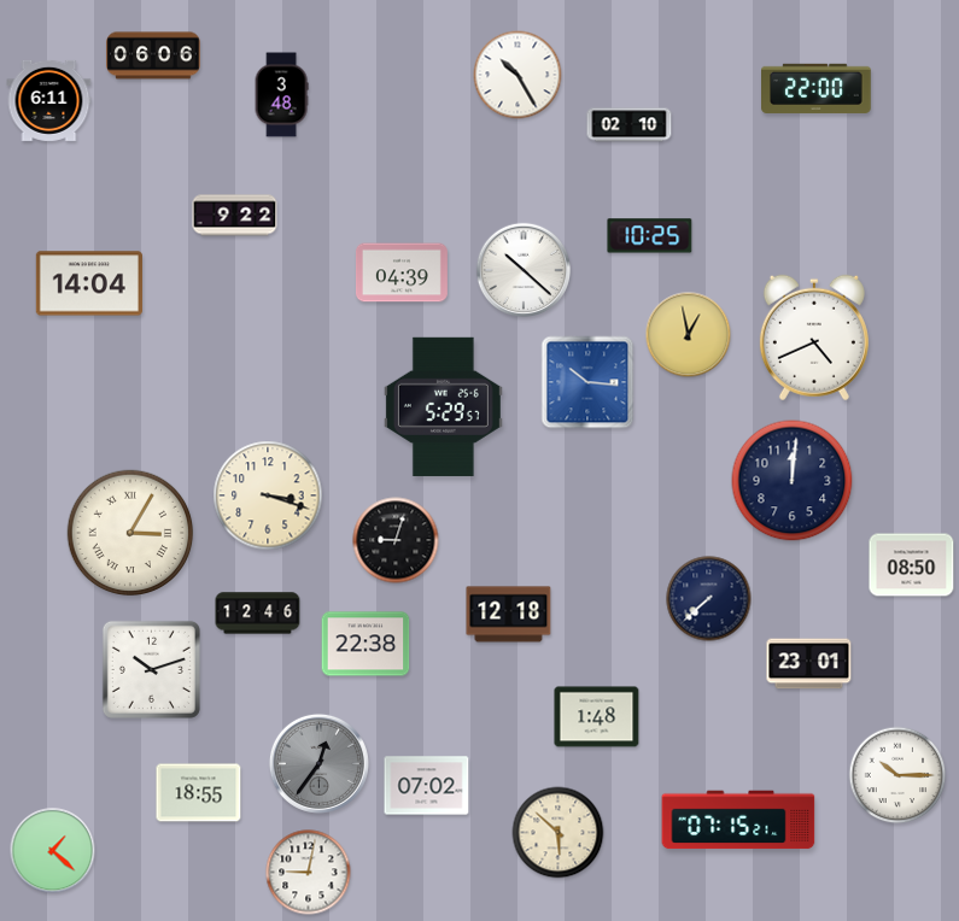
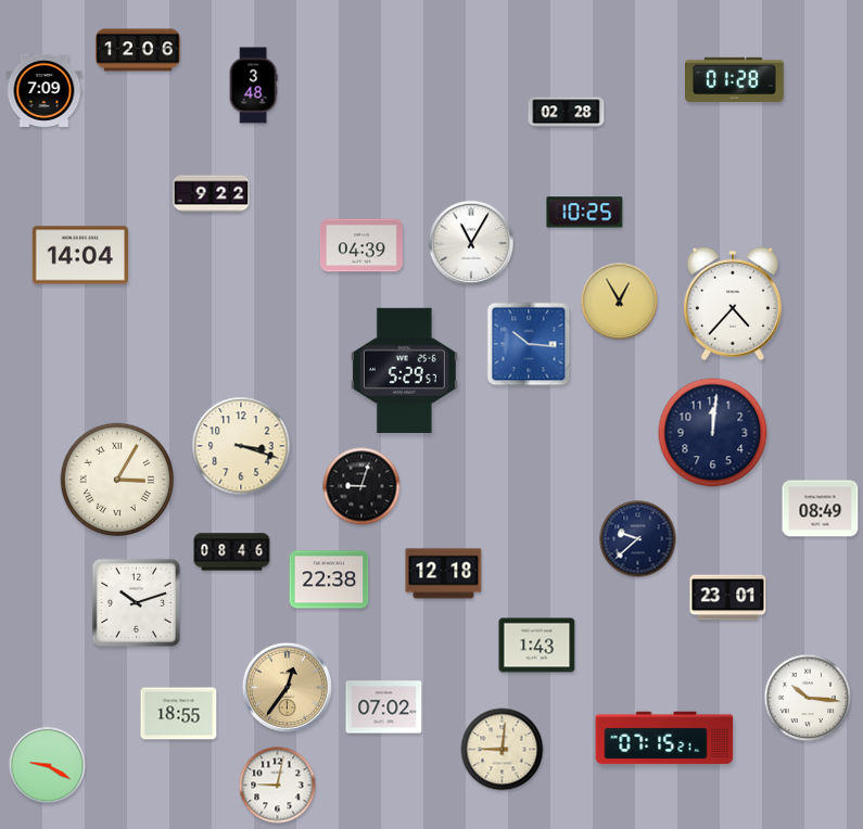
clock at (153, 55): 06:06 -> 12:06
clock at (517, 75): 10:25 -> none
clock at (817, 88): 22:00 -> 01:28
clock at (49, 100): 6:11 -> 7:09
clock at (630, 125): 02:10 -> 02:28
clock at (524, 270): 10:22 -> 11:05
clock at (689, 335): 12:58 -> 12:55
clock at (814, 338): 4:41 -> 4:37
clock at (443, 406) position: (443, 406) -> (404, 370)
clock at (396, 540) position: (396, 540) -> (361, 486)
clock at (912, 565): 08:50 -> 08:49
clock at (709, 599): 7:38 -> 9:38
clock at (258, 614): 12:46 -> 08:46
clock at (509, 615) position: (509, 615) -> (444, 574)
clock at (597, 717): 1:48 -> 1:43
clock at (318, 763) dial: grey -> champagne
clock at (897, 775): 10:15 -> 10:16
clock at (559, 833): 5:52 -> 9:01
clock at (53, 851): 1:22 -> 9:20
